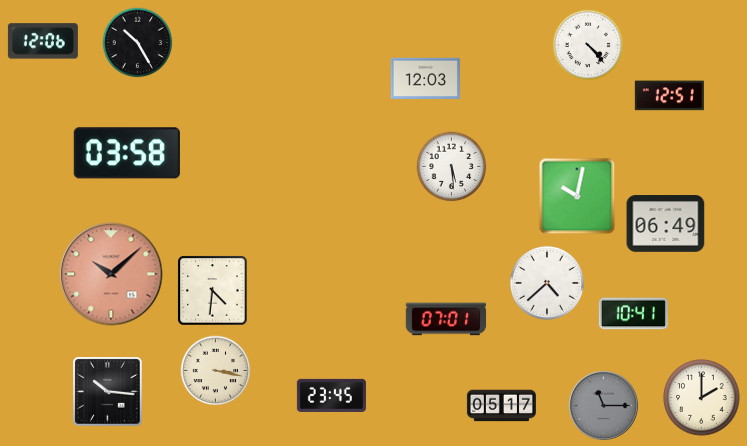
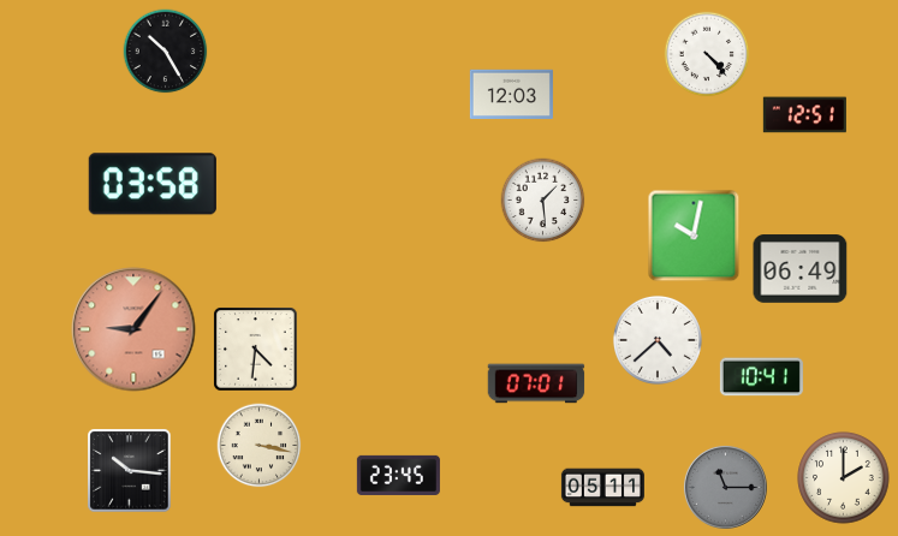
clock at (43, 41): 12:06 -> none
clock at (452, 167): 5:29 -> 1:29
clock at (111, 274): 10:08 -> 9:06
clock at (501, 406): 05:17 -> 05:11
